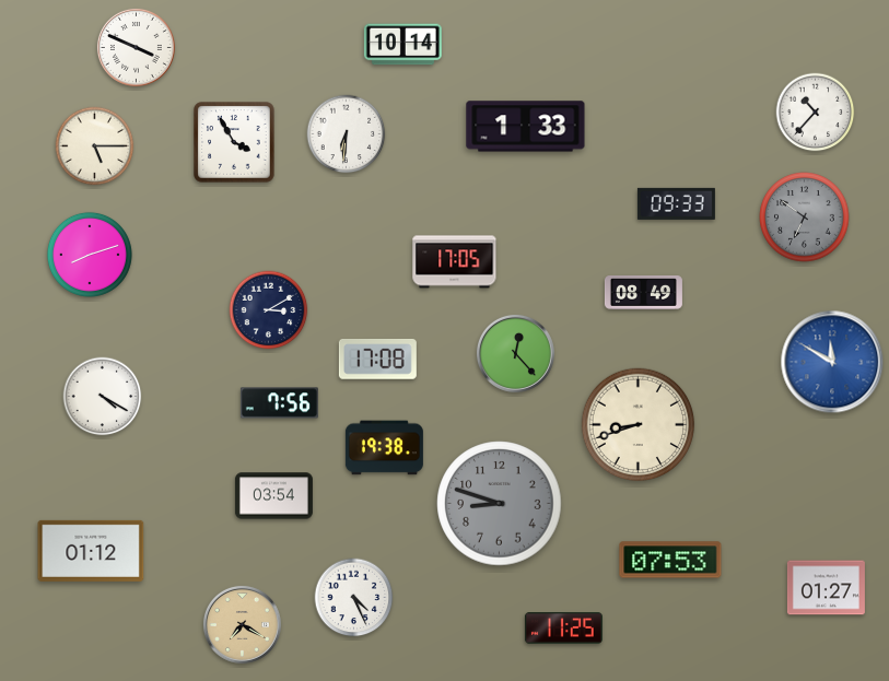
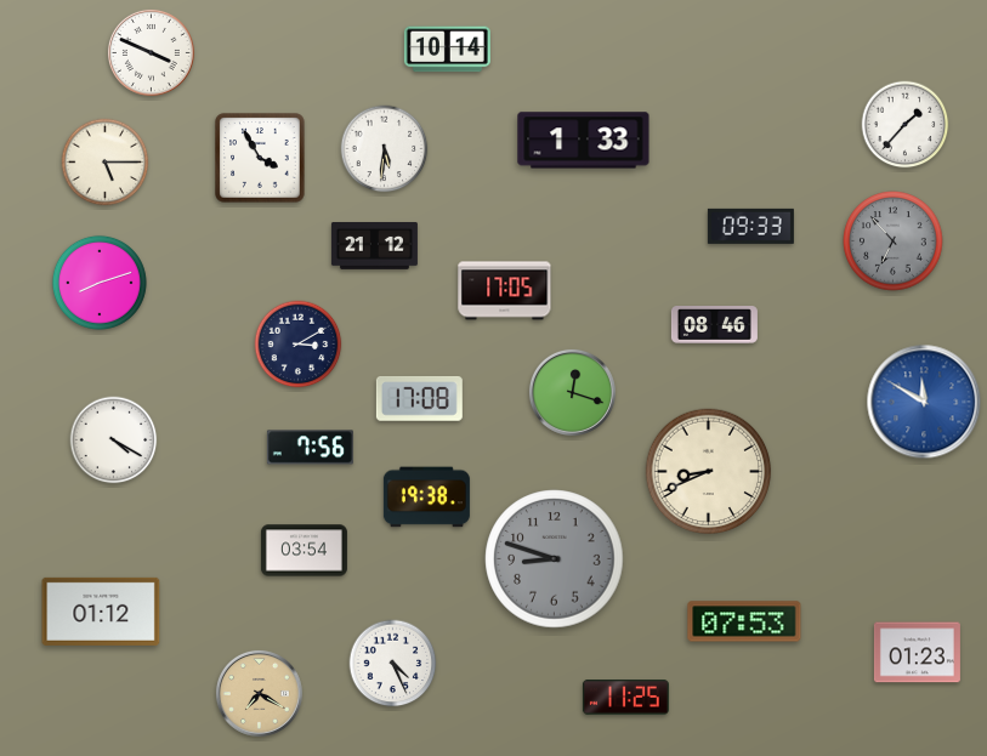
clock at (816, 113): 10:37 -> 1:37
clock at (347, 134): 6:31 -> 5:31
clock at (805, 218): 6:51 -> 6:53
clock at (374, 246): none -> 21:12
clock at (643, 293): 08:49 -> 08:46
clock at (515, 353): 12:23 -> 12:18
clock at (639, 425): 8:42 -> 8:41
clock at (826, 588): 01:27 -> 01:23
clock at (242, 624) position: (242, 624) -> (259, 693)
